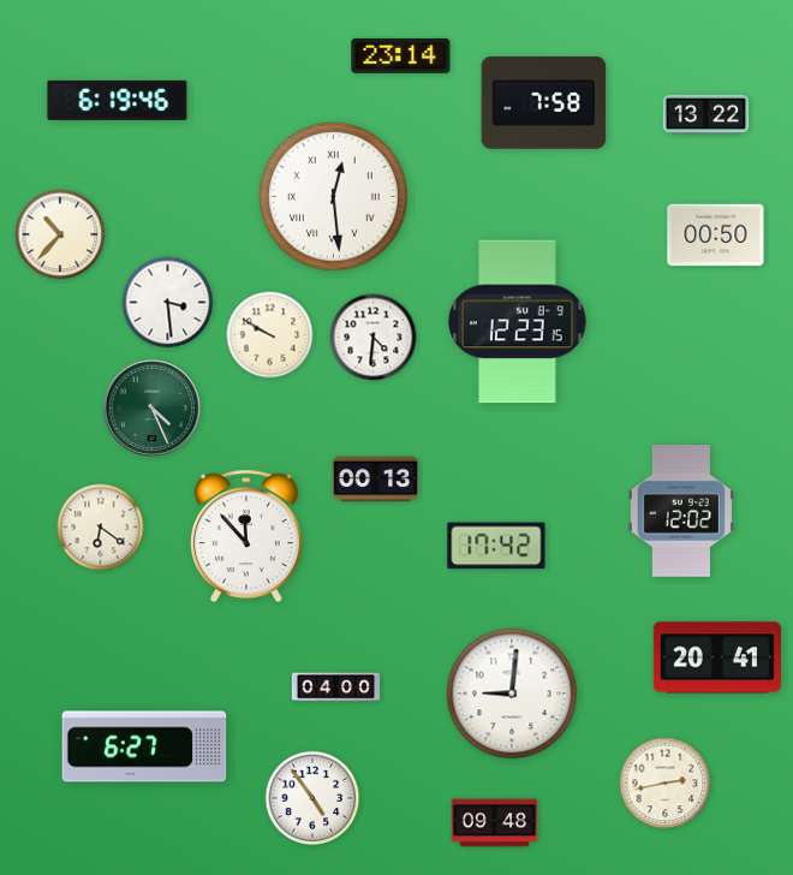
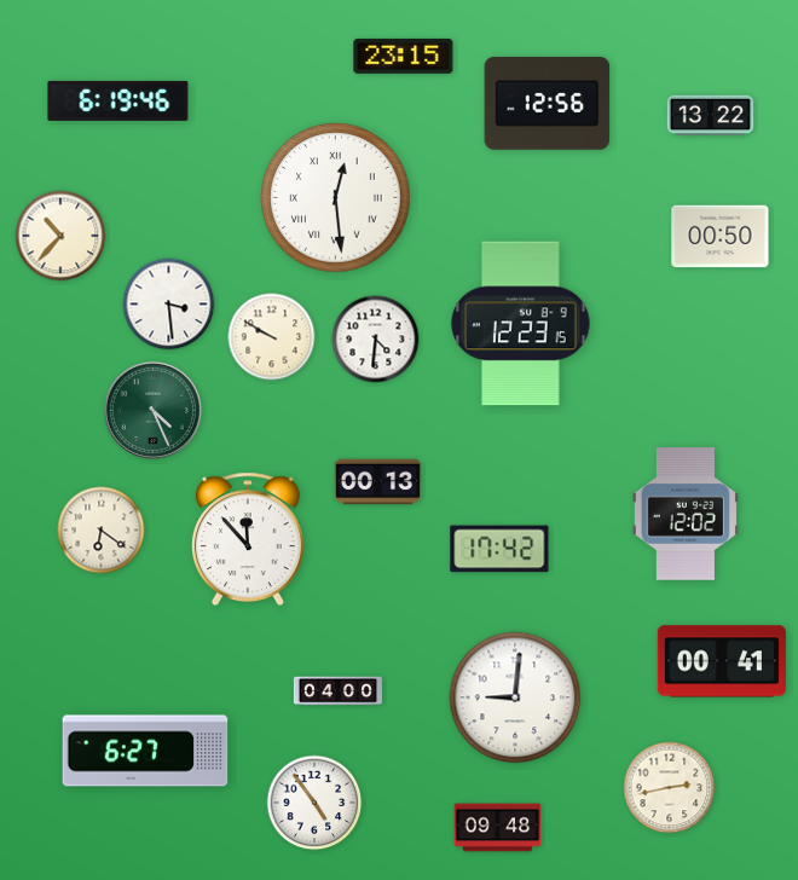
clock at (401, 55): 23:14 -> 23:15
clock at (544, 102): 7:58 -> 12:56
clock at (717, 657): 20:41 -> 00:41
